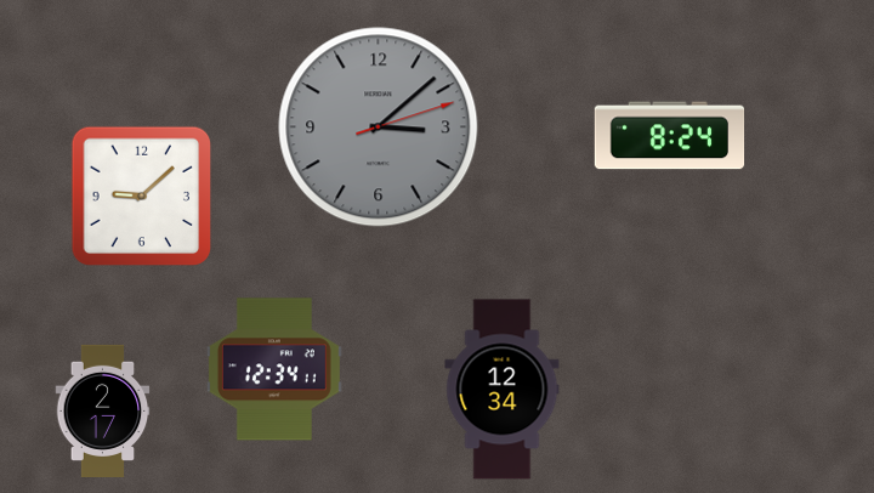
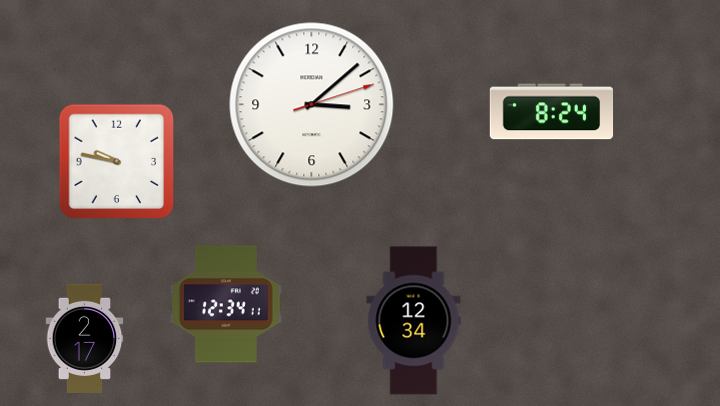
clock at (379, 127) dial: grey -> white
clock at (142, 197): 9:08 -> 9:47
